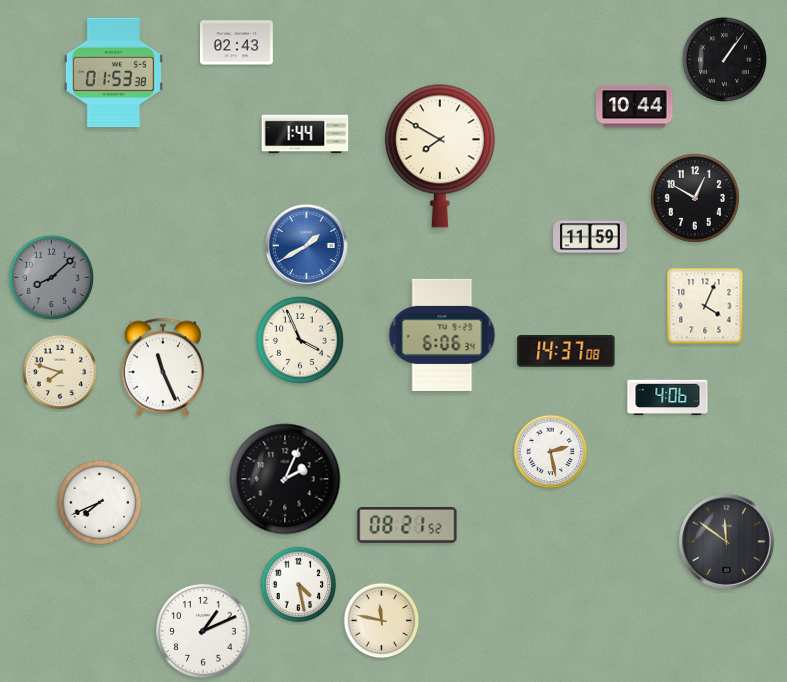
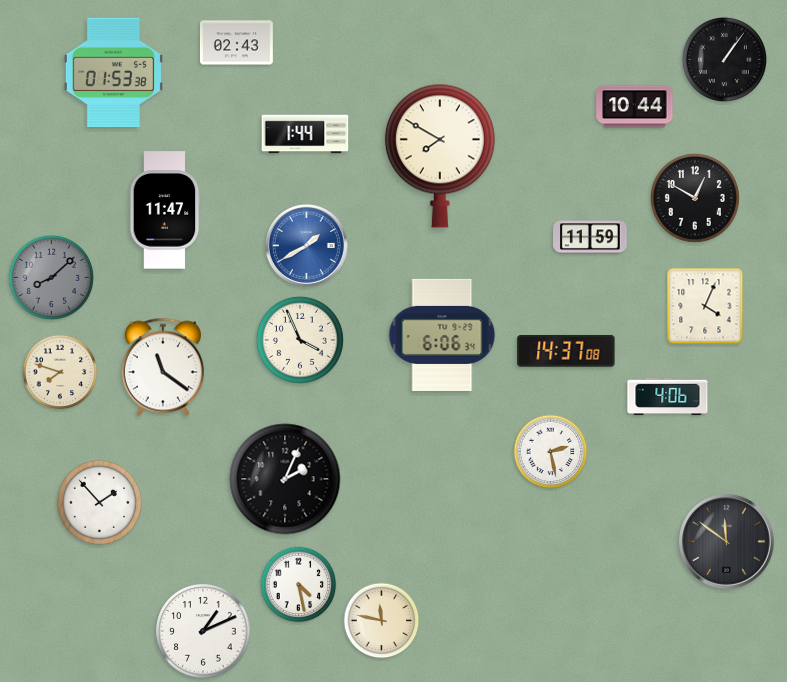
clock at (165, 210): none -> 11:47
clock at (163, 367): 11:26 -> 11:21
clock at (99, 502): 7:41 -> 1:53
clock at (407, 526): 08:21 -> none
